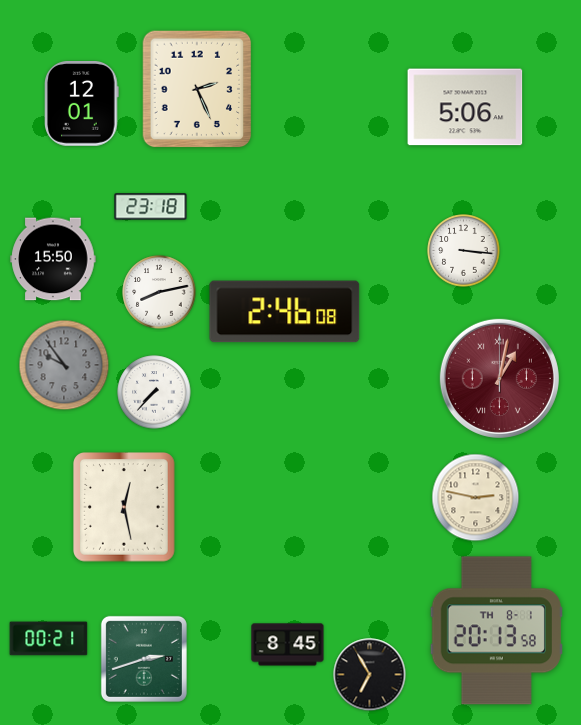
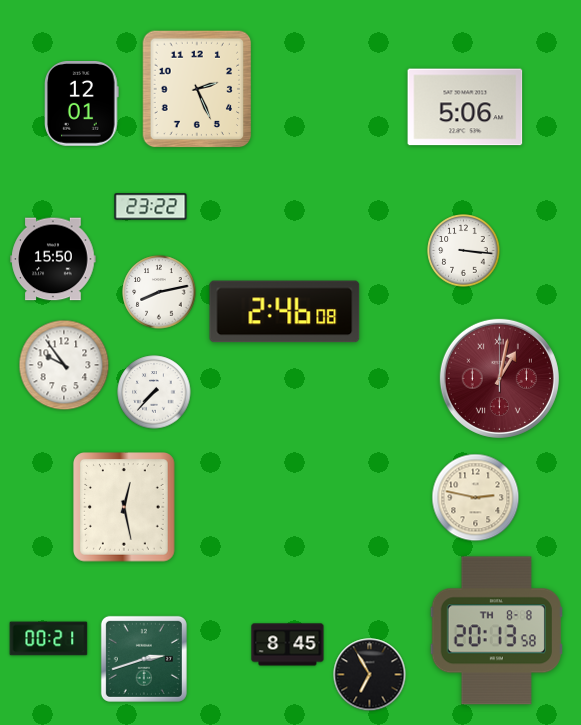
clock at (151, 207): 23:18 -> 23:22
clock at (64, 365) dial: grey -> white
clock at (496, 631) date: TH 8-1 -> TH 8-8
